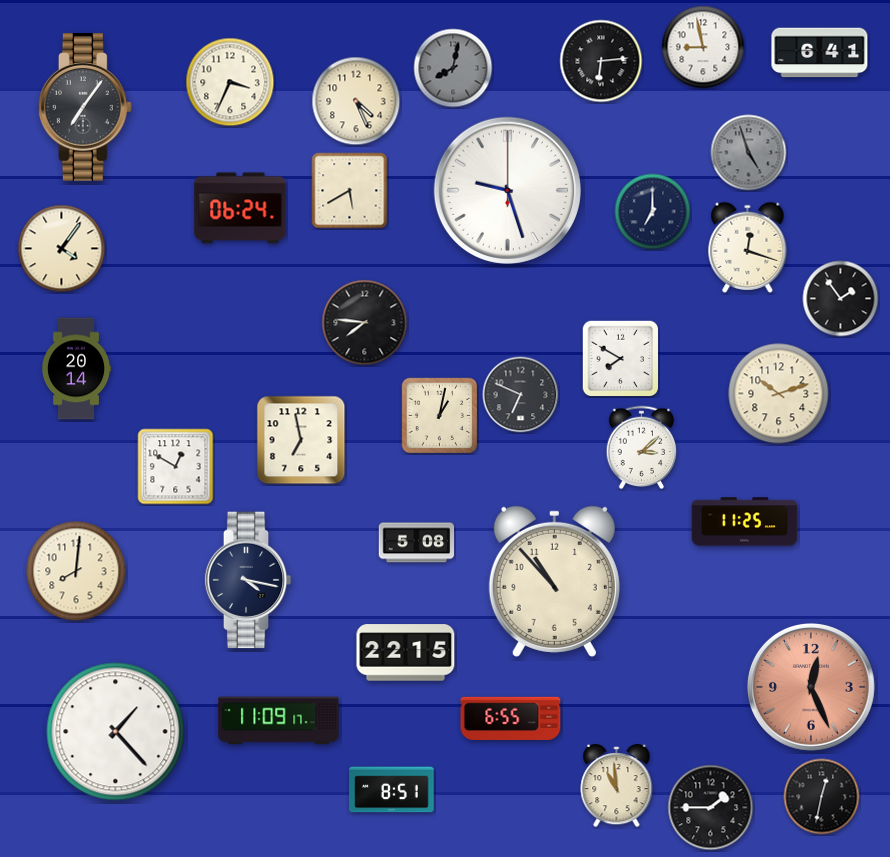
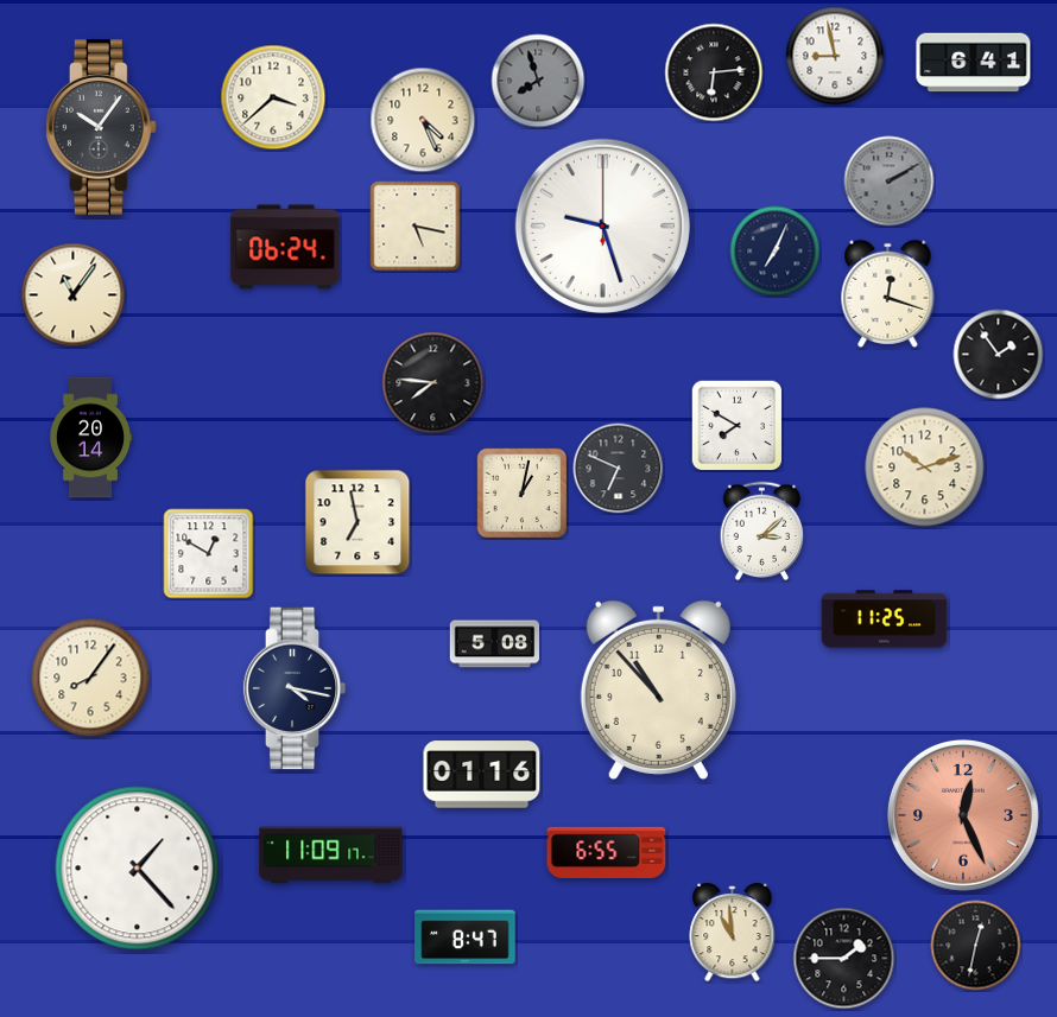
clock at (453, 68): 8:02 -> 7:57
clock at (230, 82): 3:34 -> 3:38
clock at (85, 108): 7:06 -> 10:06
clock at (749, 153): 4:57 -> 2:10
clock at (350, 191): 5:40 -> 5:17
clock at (653, 212): 7:00 -> 7:04
clock at (62, 249): 4:06 -> 11:06
clock at (76, 571): 8:01 -> 8:06
clock at (406, 653): 22:15 -> 01:16
clock at (392, 790): 8:51 -> 8:47
